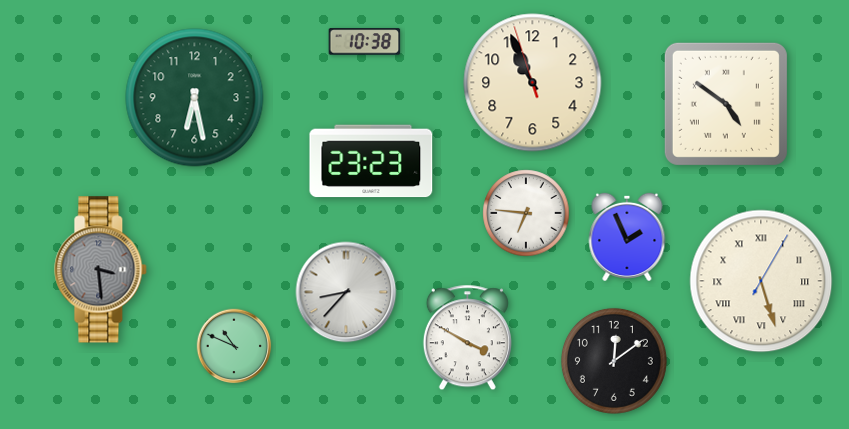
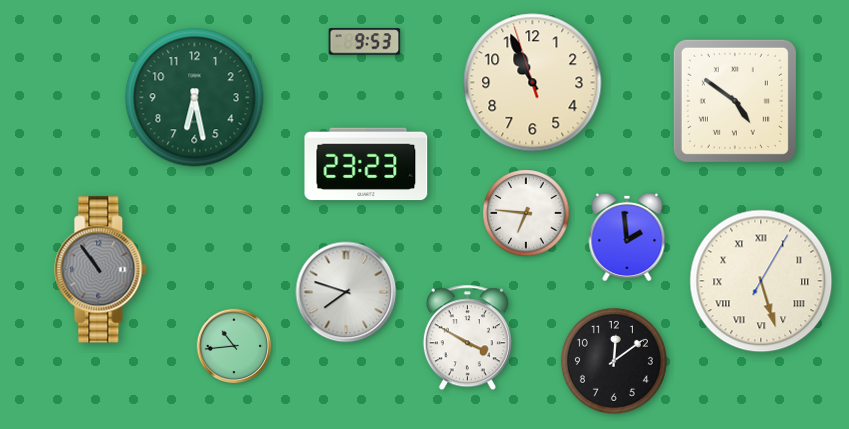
clock at (365, 42): 10:38 -> 9:53
clock at (726, 104) position: (726, 104) -> (735, 101)
clock at (371, 161) position: (371, 161) -> (366, 164)
clock at (627, 237): 1:56 -> 1:59
clock at (101, 270): 3:29 -> 10:54
clock at (346, 292): 8:37 -> 7:48
clock at (234, 346): 10:49 -> 10:44
